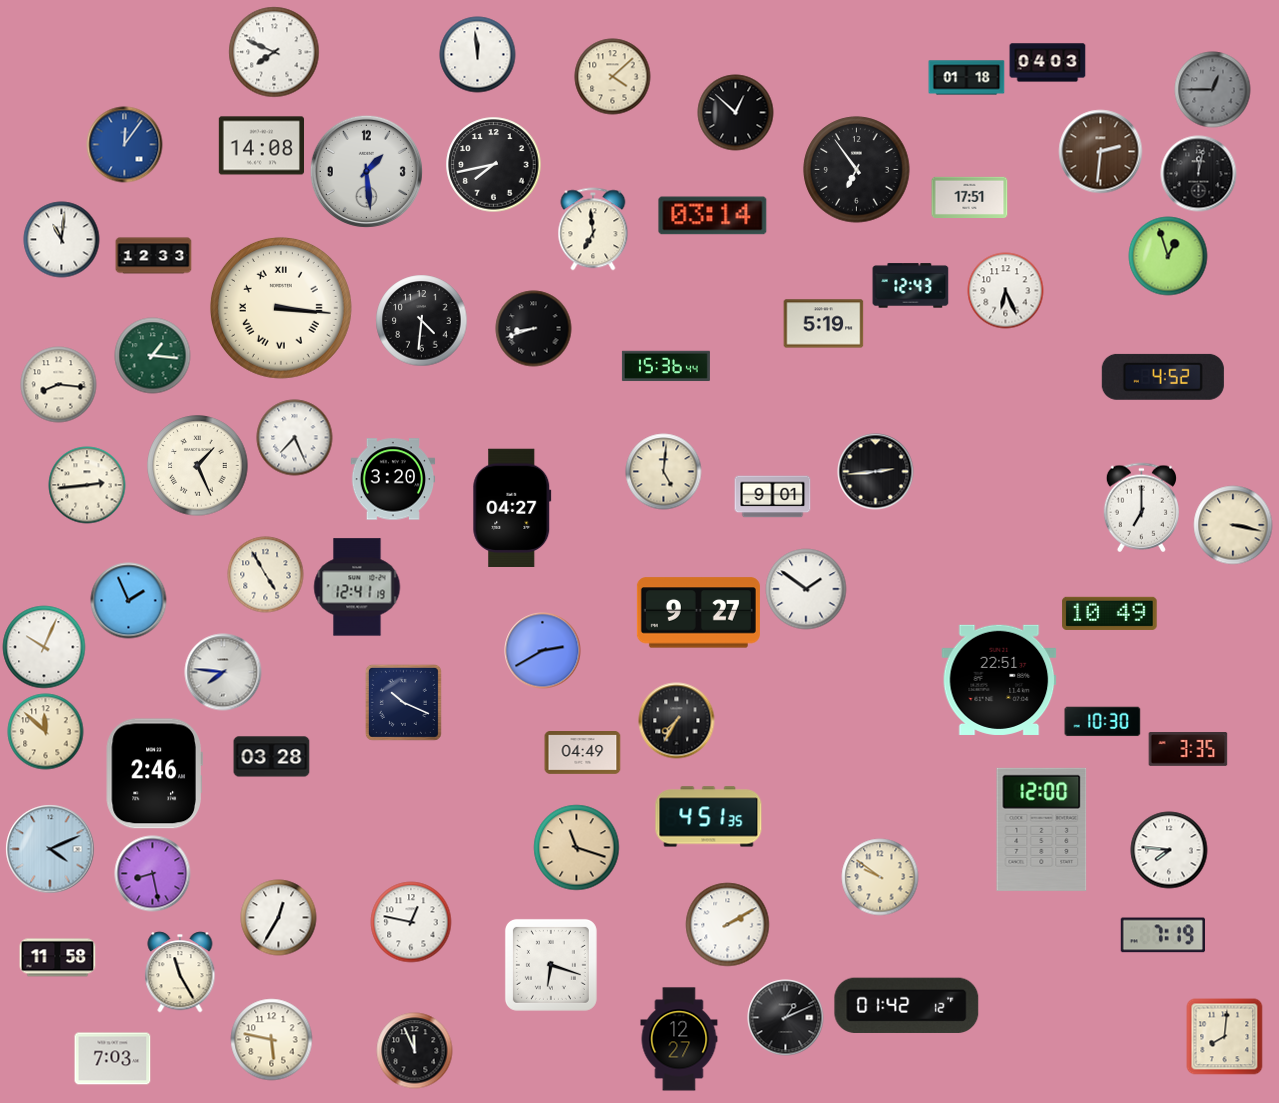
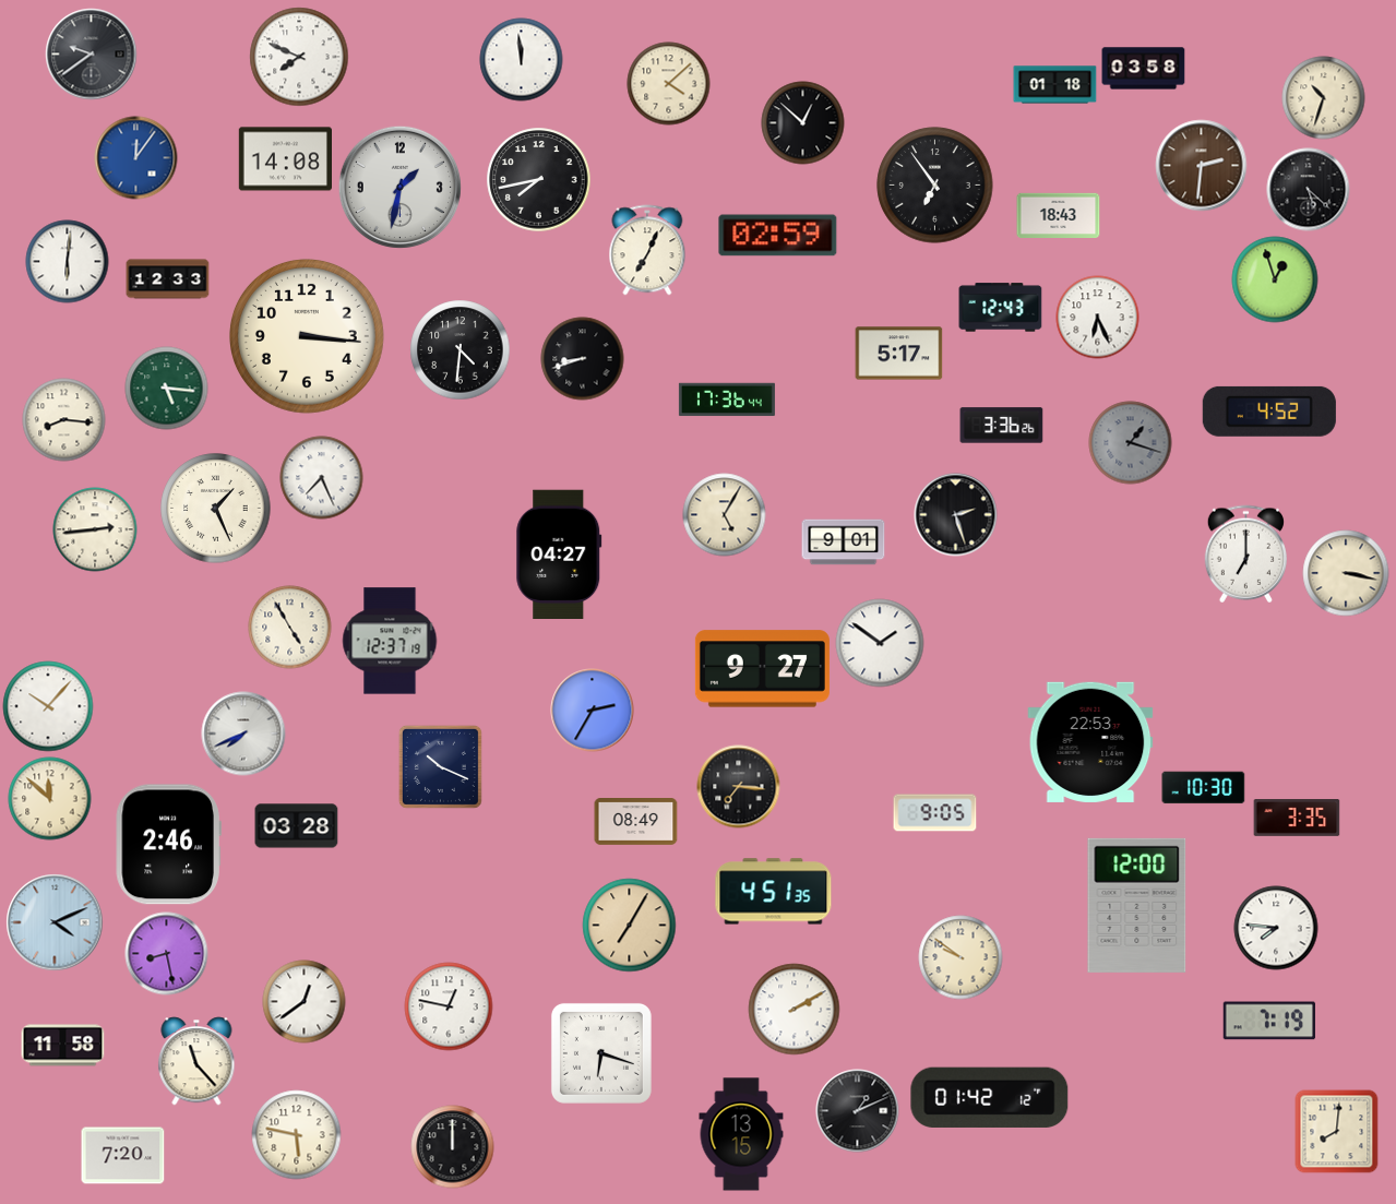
clock at (92, 55): none -> 9:39
clock at (1048, 63): 04:03 -> 03:58
clock at (1213, 90): 12:45 -> 10:33
clock at (1213, 90) dial: grey -> cream
clock at (366, 171): 1:29 -> 1:32
clock at (1199, 174): 12:02 -> 5:22
clock at (970, 197): 17:51 -> 18:43
clock at (713, 216): 03:14 -> 02:59
clock at (593, 229): 6:59 -> 7:04
clock at (62, 240): 11:01 -> 6:01
clock at (911, 286) position: (911, 286) -> (1001, 308)
clock at (281, 308) numerals: Roman -> Arabic
clock at (824, 324): 5:19 -> 5:17
clock at (153, 356): 1:16 -> 5:16
clock at (666, 366): 15:36 -> 17:36
clock at (1002, 426): none -> 3:36
clock at (1131, 443): none -> 1:18
clock at (664, 472): 5:01 -> 5:05
clock at (876, 472): 2:44 -> 2:27
clock at (393, 479): 3:20 -> none
clock at (357, 587): 12:41 -> 12:37
clock at (129, 601): 1:56 -> none
clock at (1110, 613): 10:49 -> none
clock at (44, 647): 10:04 -> 10:07
clock at (543, 651): 2:40 -> 2:35
clock at (223, 672): 7:46 -> 7:41
clock at (999, 680): 22:51 -> 22:53
clock at (677, 721): 7:35 -> 7:16
clock at (935, 813): none -> 9:05
clock at (583, 753): 04:49 -> 08:49
clock at (577, 848): 11:18 -> 7:05
clock at (50, 849) position: (50, 849) -> (55, 922)
clock at (279, 918): 12:35 -> 12:39
clock at (180, 972): 11:25 -> 11:23
clock at (679, 1039): 12:27 -> 13:15
clock at (415, 1051): 11:56 -> 12:00
clock at (113, 1059): 7:03 -> 7:20
